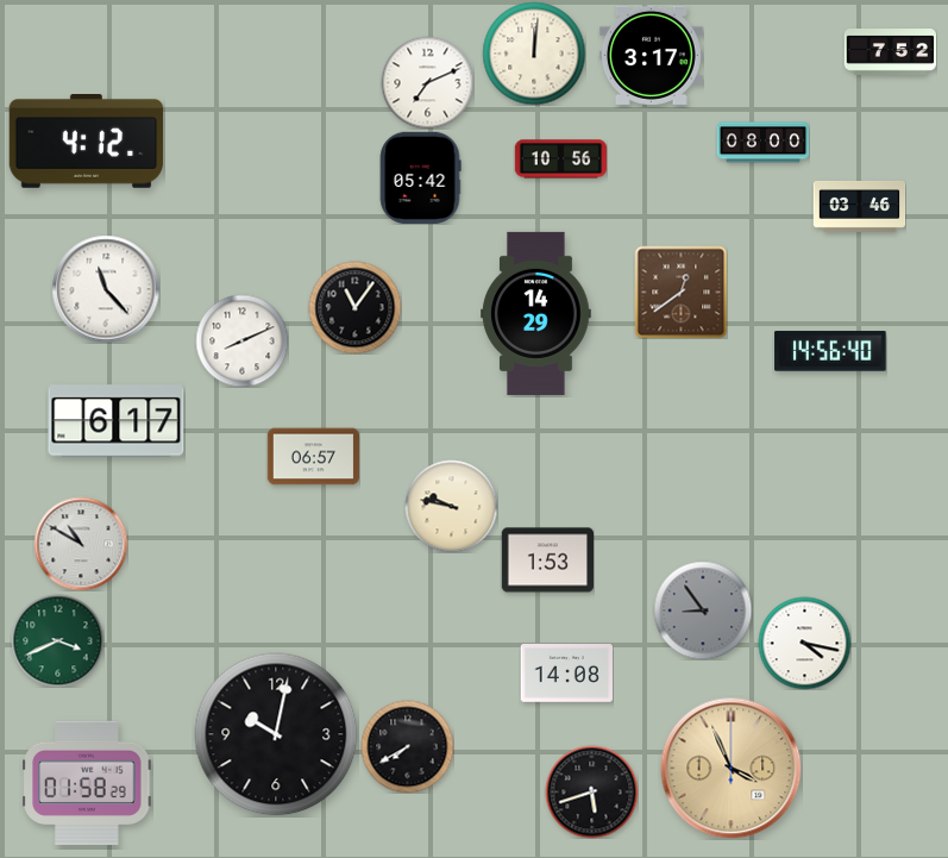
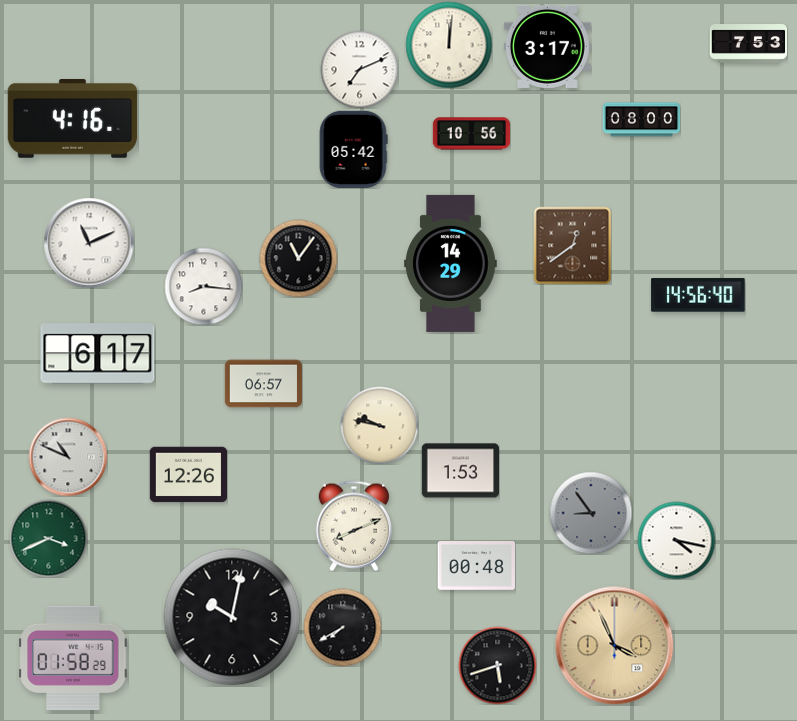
clock at (890, 52): 7:52 -> 7:53
clock at (87, 142): 4:12 -> 4:16
clock at (859, 206): 03:46 -> none
clock at (106, 289): 11:23 -> 11:11
clock at (241, 340): 8:11 -> 8:16
clock at (81, 544): 10:50 -> 10:49
clock at (188, 475): none -> 12:26
clock at (353, 526): none -> 8:11
clock at (566, 674): 14:08 -> 00:48
